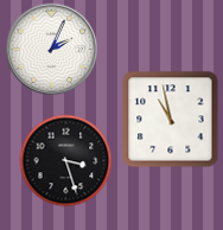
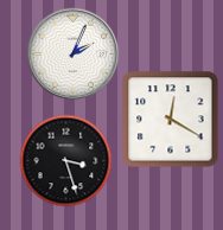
clock at (51, 49) position: (51, 49) -> (72, 53)
clock at (170, 120): 10:58 -> 12:20
